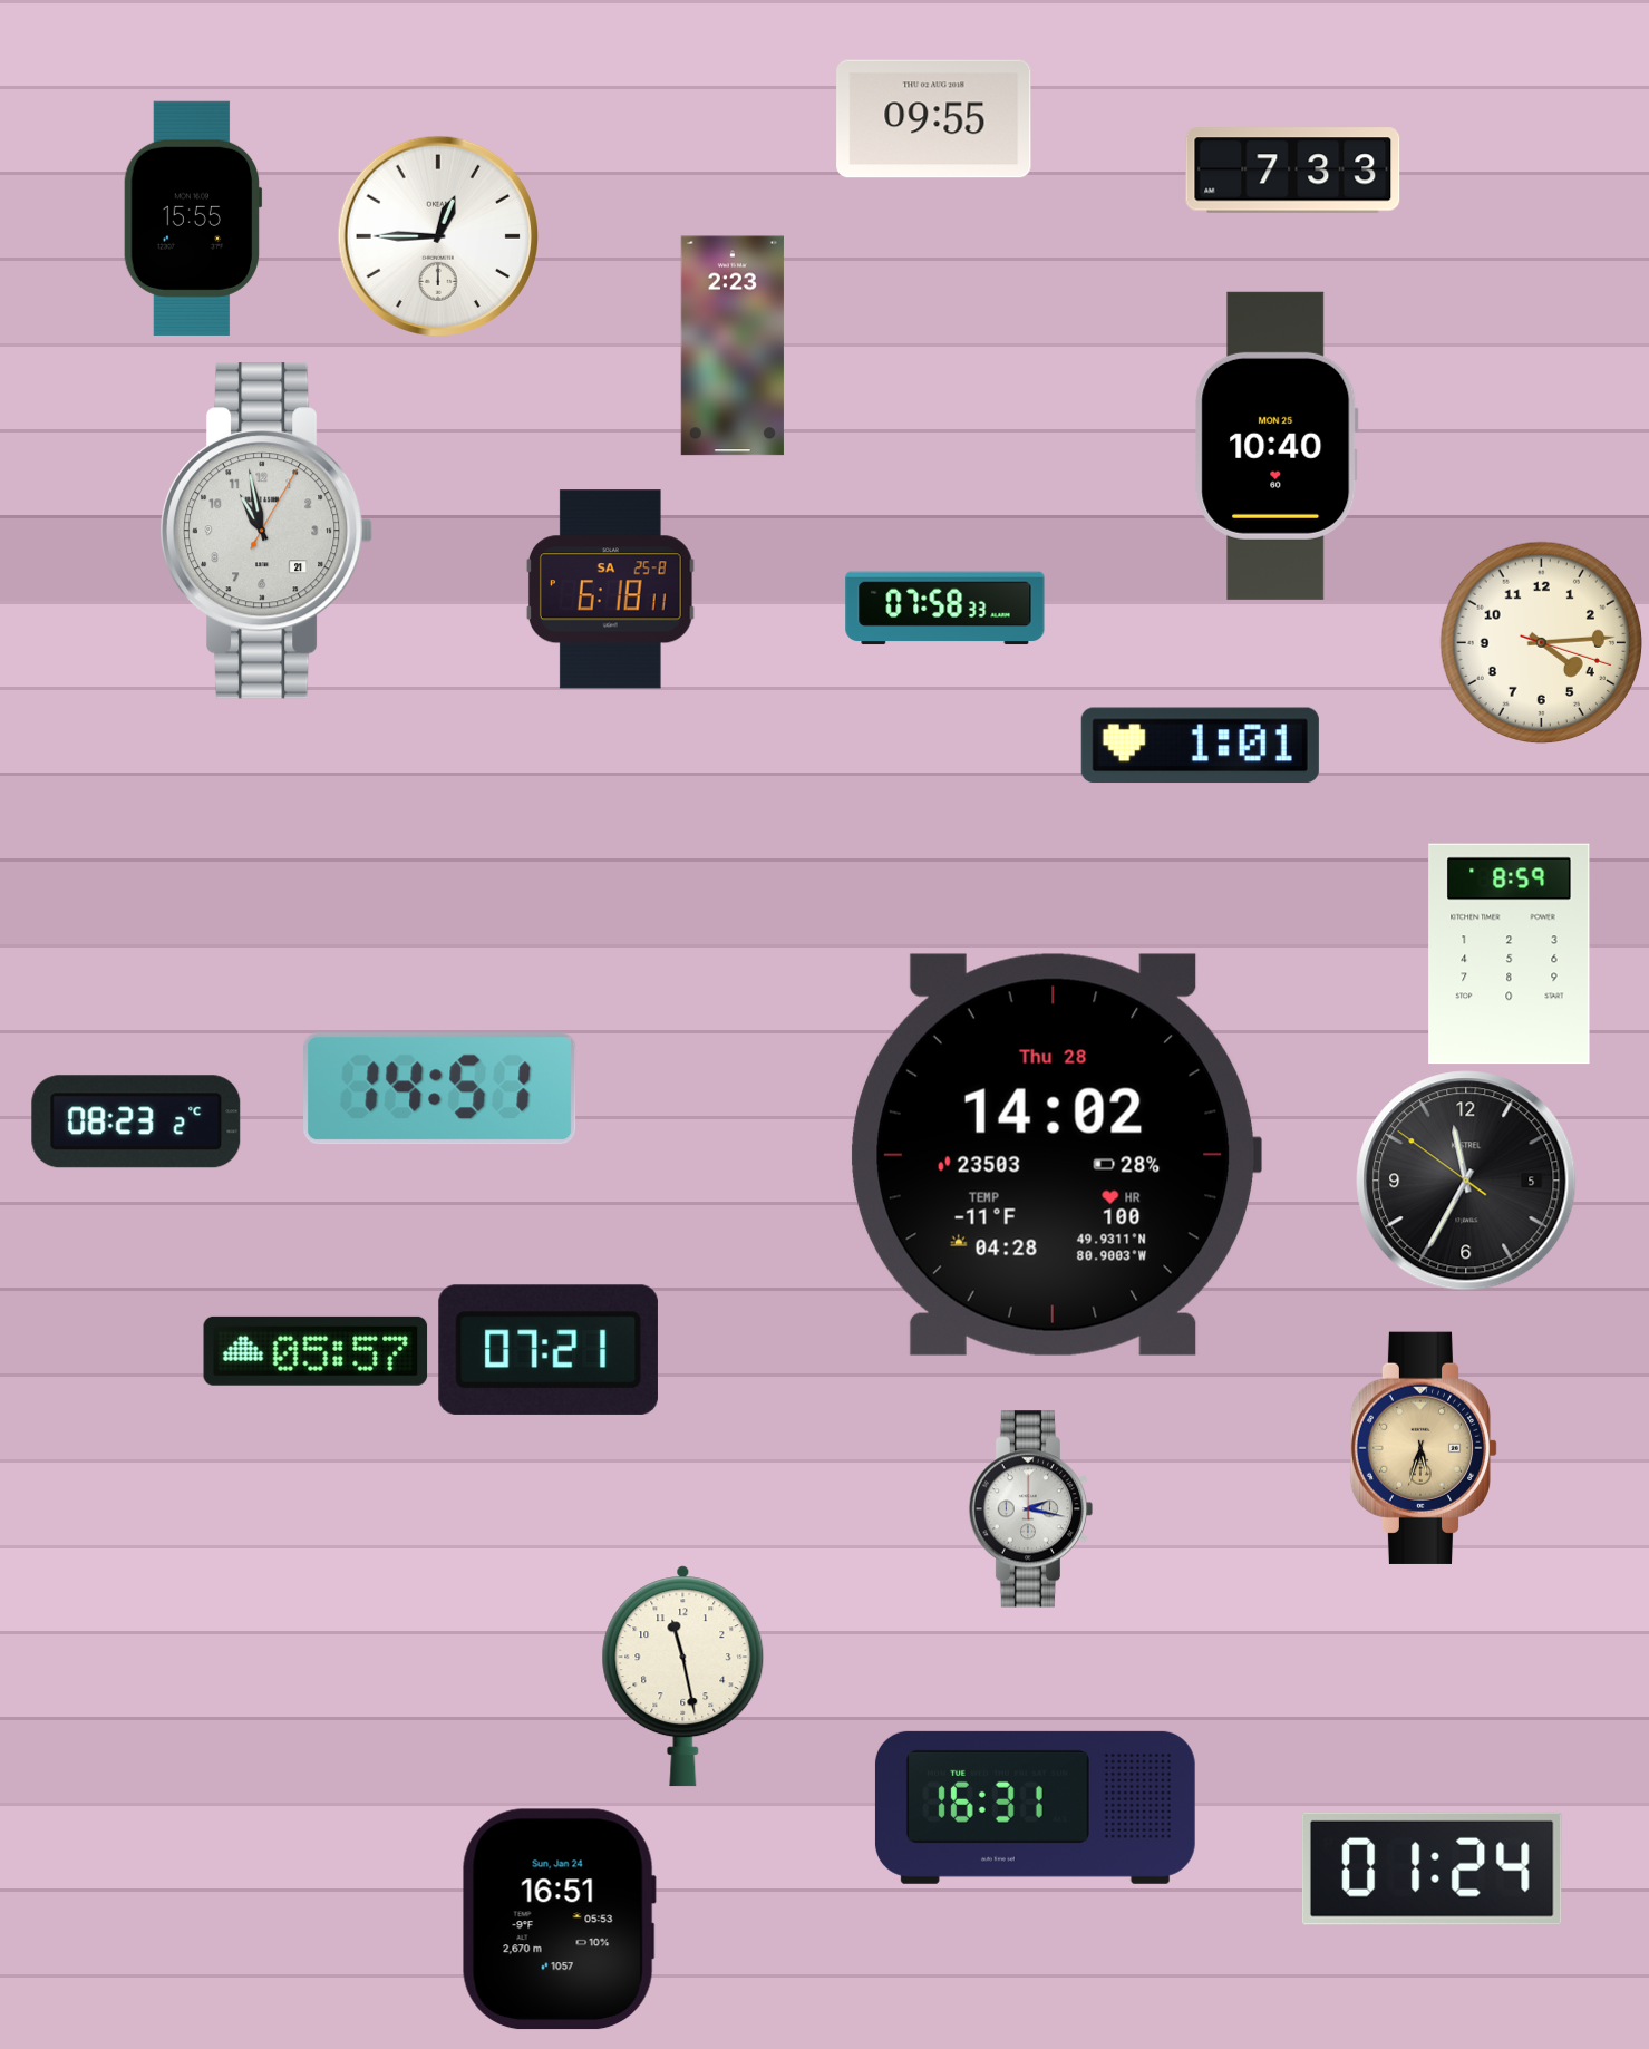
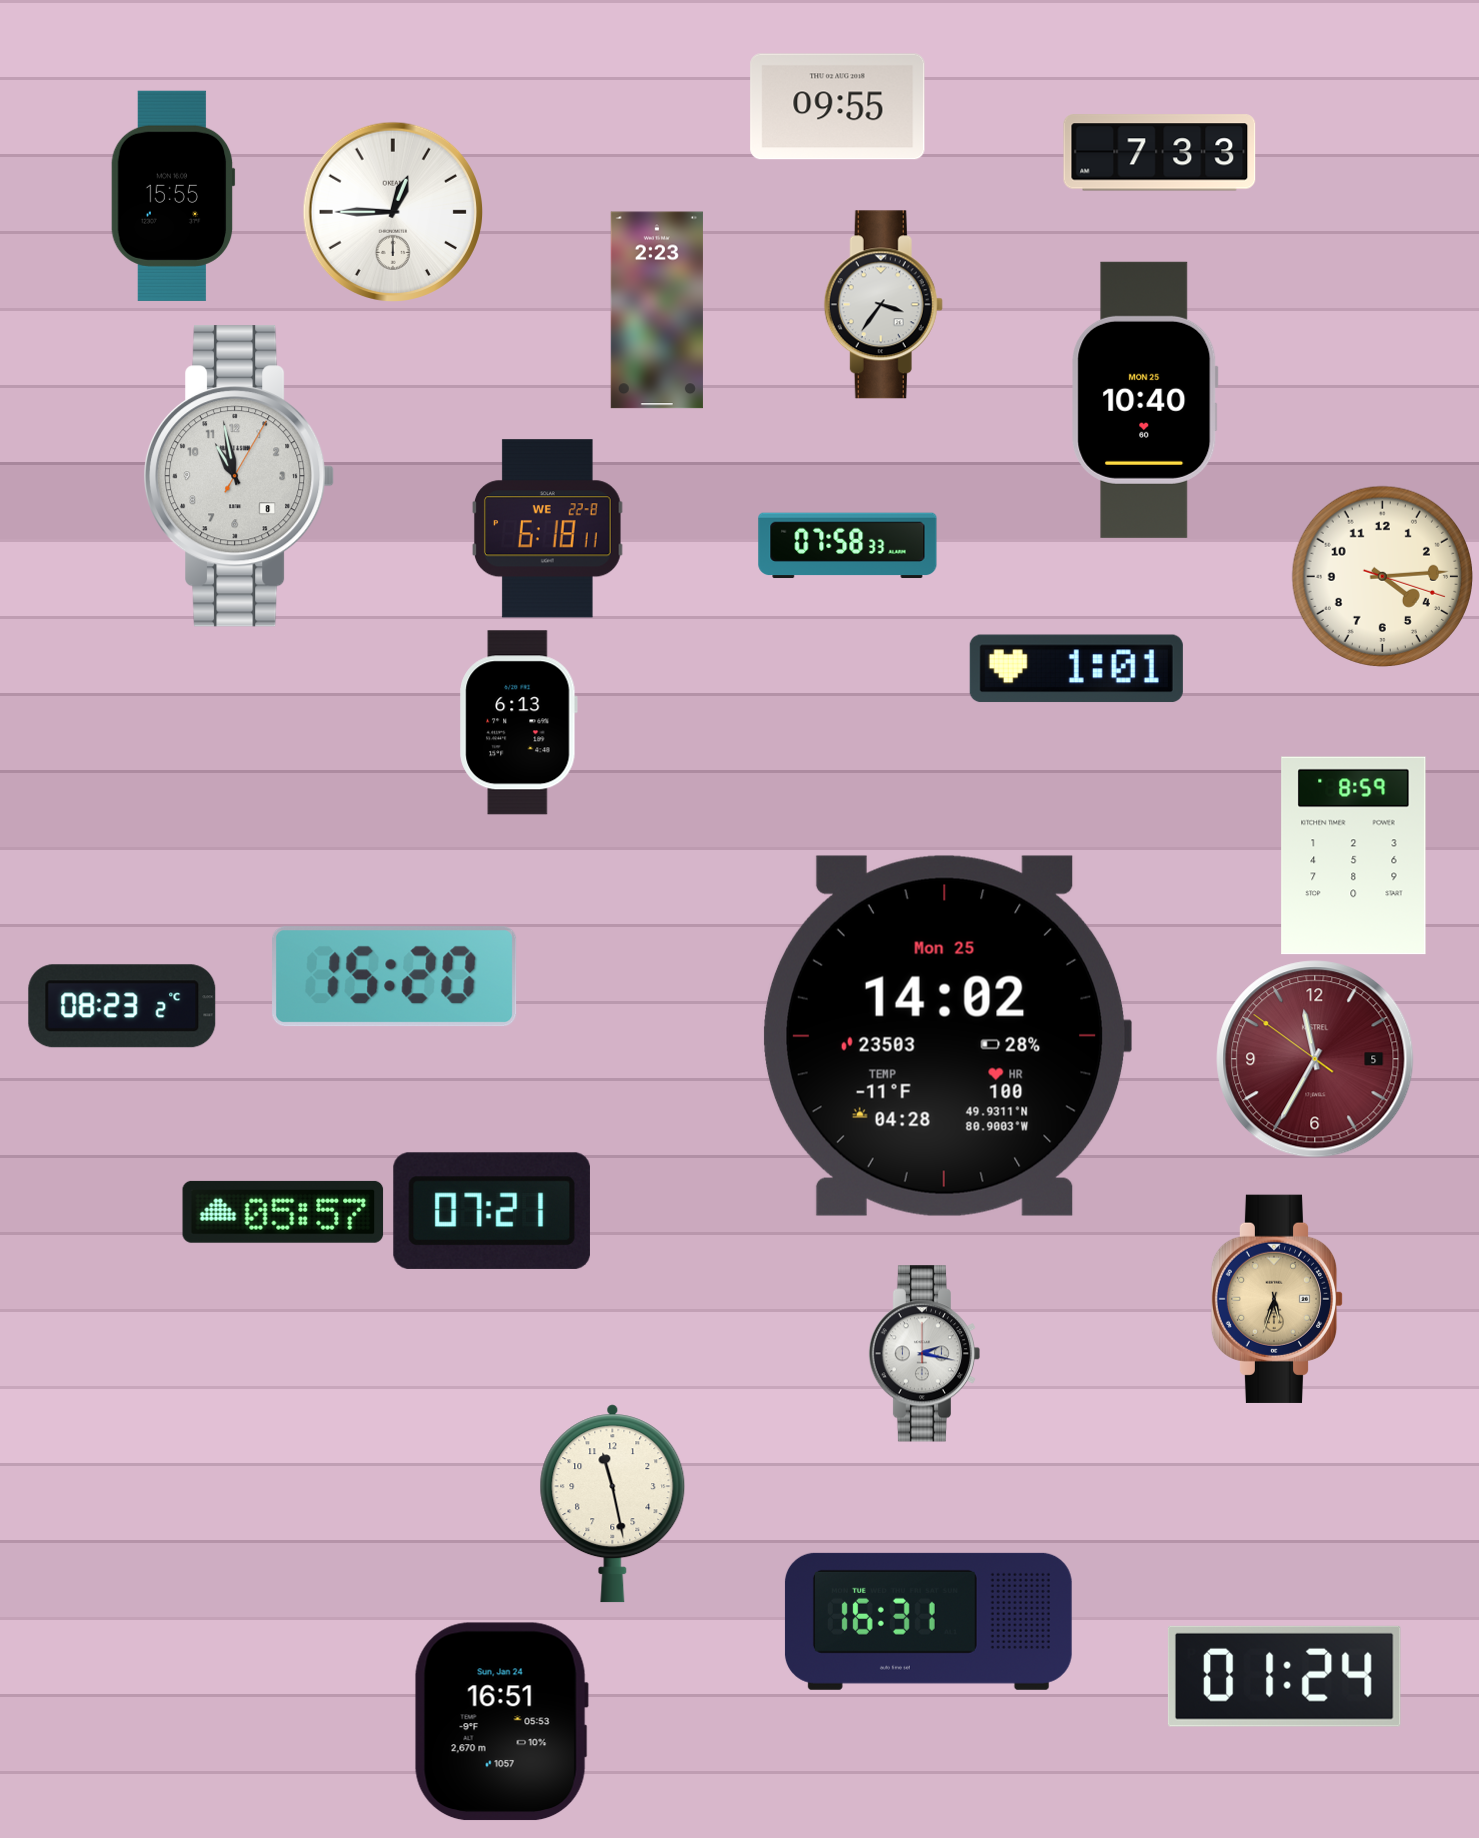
clock at (883, 305): none -> 3:36
clock at (268, 531) date: 21 -> 8
clock at (610, 590) date: SA 25-8 -> WE 22-8
clock at (518, 723): none -> 6:13
clock at (440, 1089): 14:51 -> 15:20
clock at (1055, 1155) date: Thu 28 -> Mon 25
clock at (1466, 1181) dial: black -> burgundy
